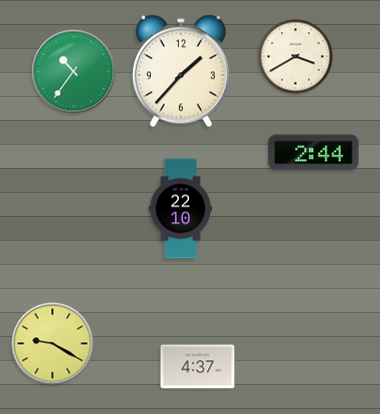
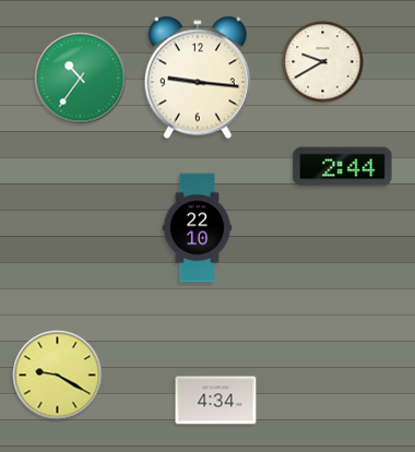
clock at (296, 57): 3:40 -> 9:40
clock at (181, 71): 1:37 -> 9:16
clock at (198, 367): 4:37 -> 4:34
